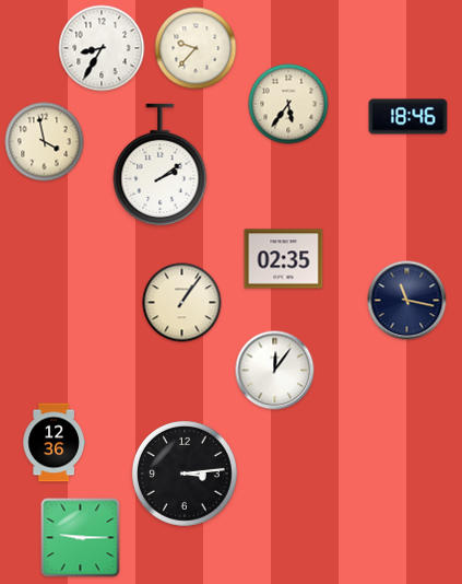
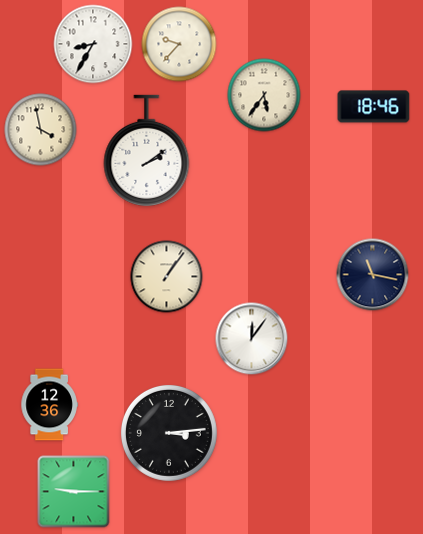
clock at (284, 259): 02:35 -> none
